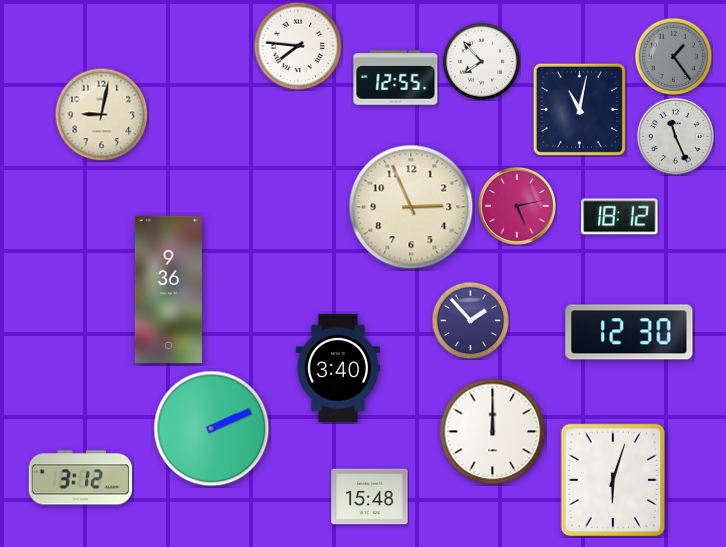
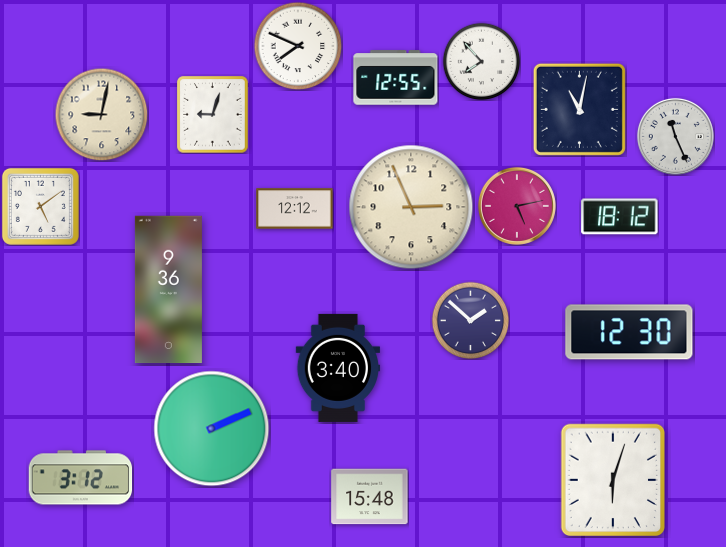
clock at (298, 46): 7:46 -> 7:49
clock at (673, 56): 1:24 -> none
clock at (213, 115): none -> 9:03
clock at (40, 206): none -> 5:09
clock at (295, 209): none -> 12:12
clock at (470, 320): 1:53 -> 1:52
clock at (493, 432): 12:00 -> none
